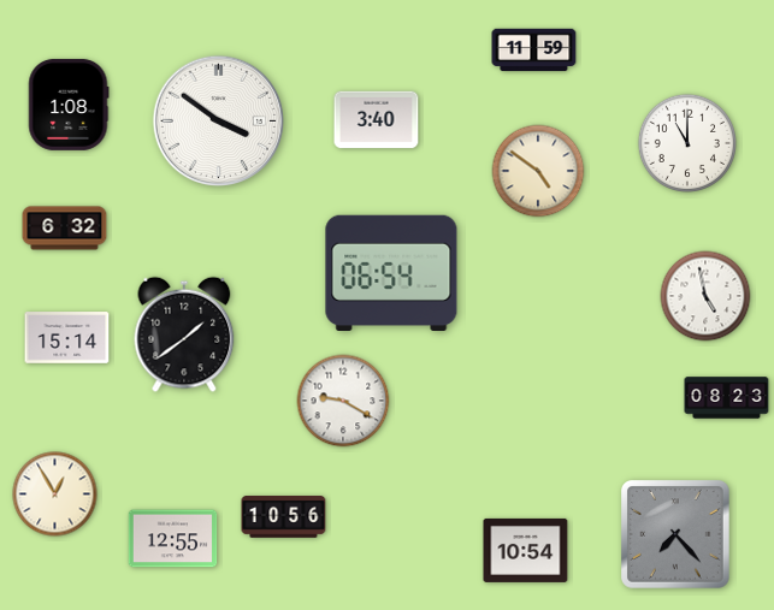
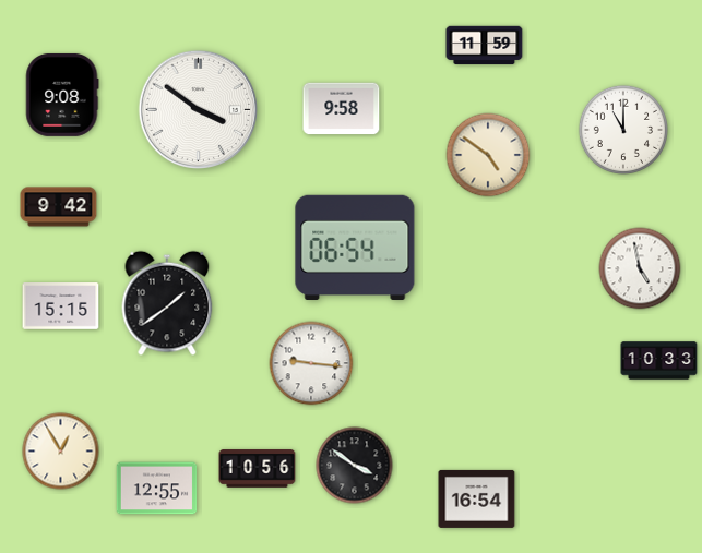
clock at (69, 105): 1:08 -> 9:08
clock at (377, 120): 3:40 -> 9:58
clock at (65, 229): 6:32 -> 9:42
clock at (67, 338): 15:14 -> 15:15
clock at (727, 398): 08:23 -> 10:33
clock at (343, 401): 9:20 -> 9:16
clock at (55, 494) position: (55, 494) -> (61, 452)
clock at (355, 466): none -> 3:51
clock at (676, 535): 7:23 -> none
clock at (526, 550): 10:54 -> 16:54
